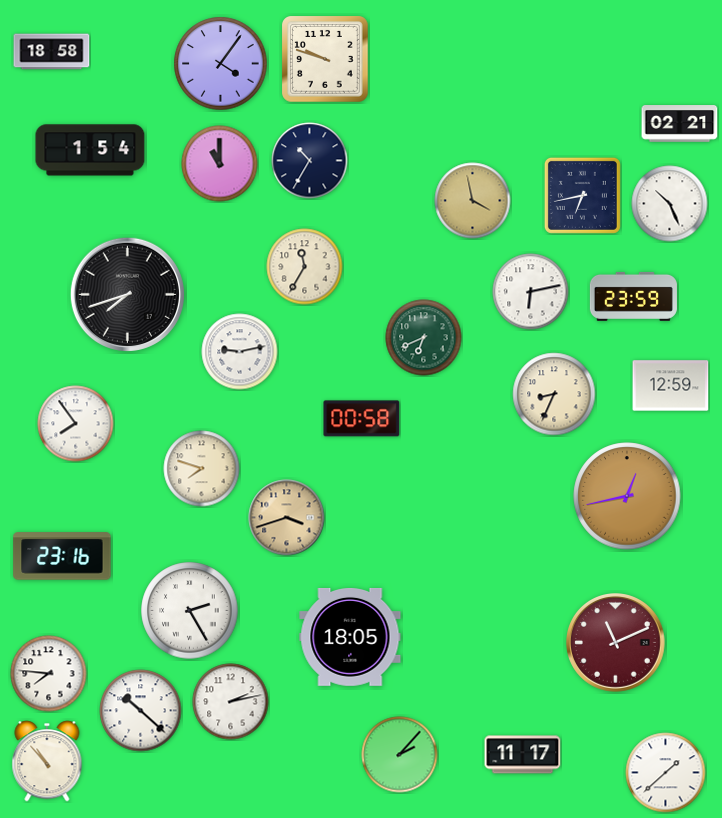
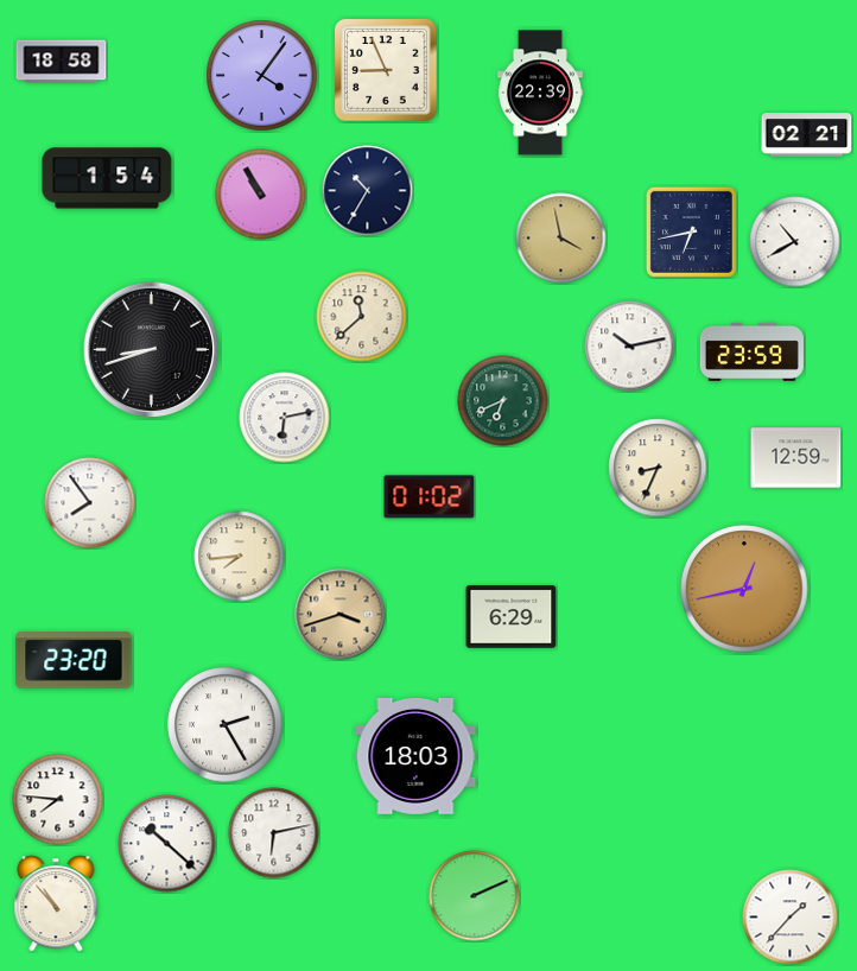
clock at (325, 59): 9:48 -> 8:56
clock at (540, 93): none -> 22:39
clock at (680, 124) position: (680, 124) -> (807, 135)
clock at (220, 164): 11:00 -> 10:55
clock at (670, 204): 10:26 -> 10:40
clock at (305, 267): 11:35 -> 11:38
clock at (531, 292): 6:13 -> 10:13
clock at (127, 294): 7:42 -> 8:42
clock at (240, 352): 9:13 -> 6:13
clock at (362, 419): 00:58 -> 01:02
clock at (202, 469): 7:48 -> 7:44
clock at (512, 617): none -> 6:29
clock at (62, 556): 23:16 -> 23:20
clock at (350, 637): 18:05 -> 18:03
clock at (616, 643): 11:11 -> none
clock at (231, 702): 2:13 -> 6:13
clock at (400, 755): 2:07 -> 2:11
clock at (523, 755): 11:17 -> none
clock at (666, 773): 1:38 -> 1:37
